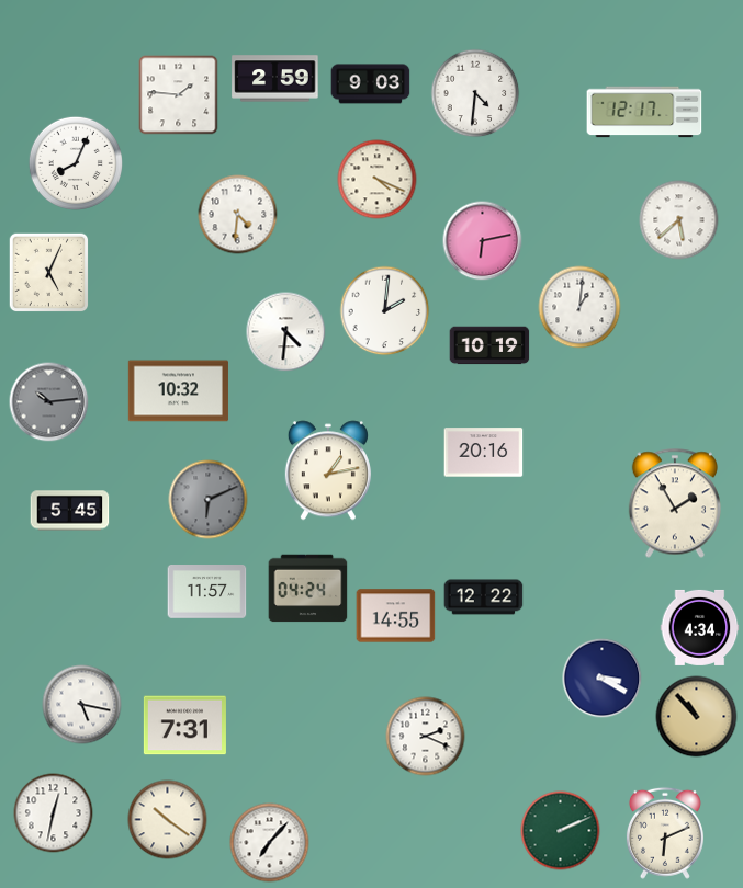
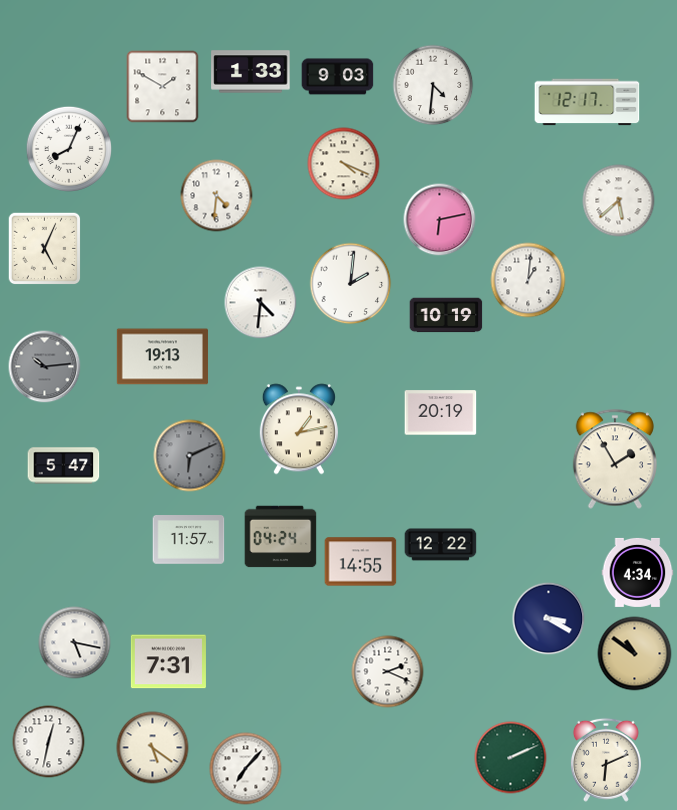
clock at (275, 79): 2:59 -> 1:33
clock at (179, 95): 1:46 -> 1:50
clock at (178, 391): 10:32 -> 19:13
clock at (484, 453): 20:16 -> 20:19
clock at (70, 511): 5:45 -> 5:47
clock at (697, 717): 10:53 -> 10:51
clock at (168, 820): 10:21 -> 5:21
